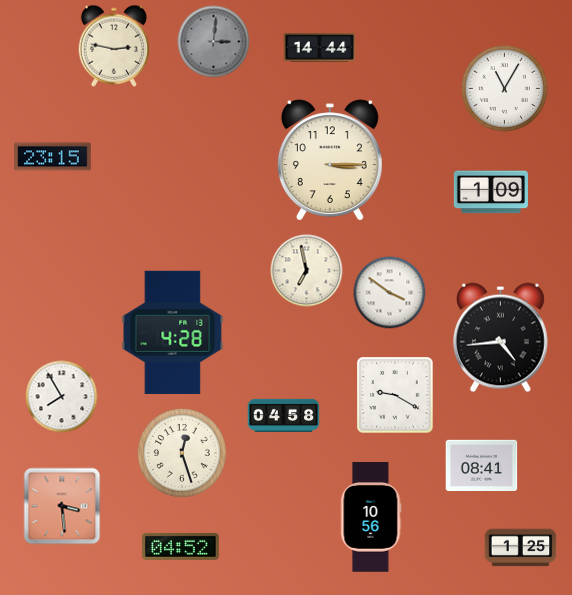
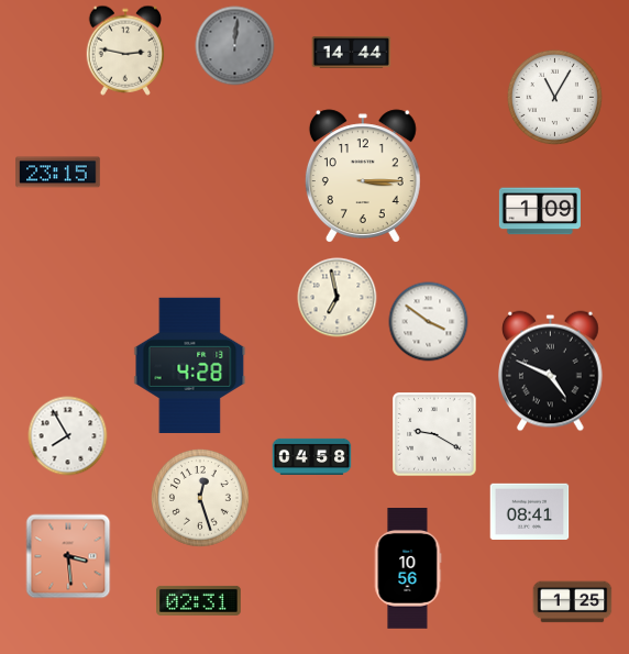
clock at (214, 42): 3:01 -> 12:01
clock at (501, 338): 4:44 -> 4:49
clock at (181, 546): 04:52 -> 02:31
